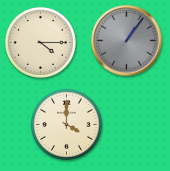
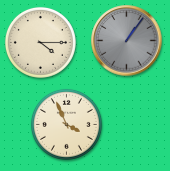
clock at (66, 124): 4:00 -> 3:56
